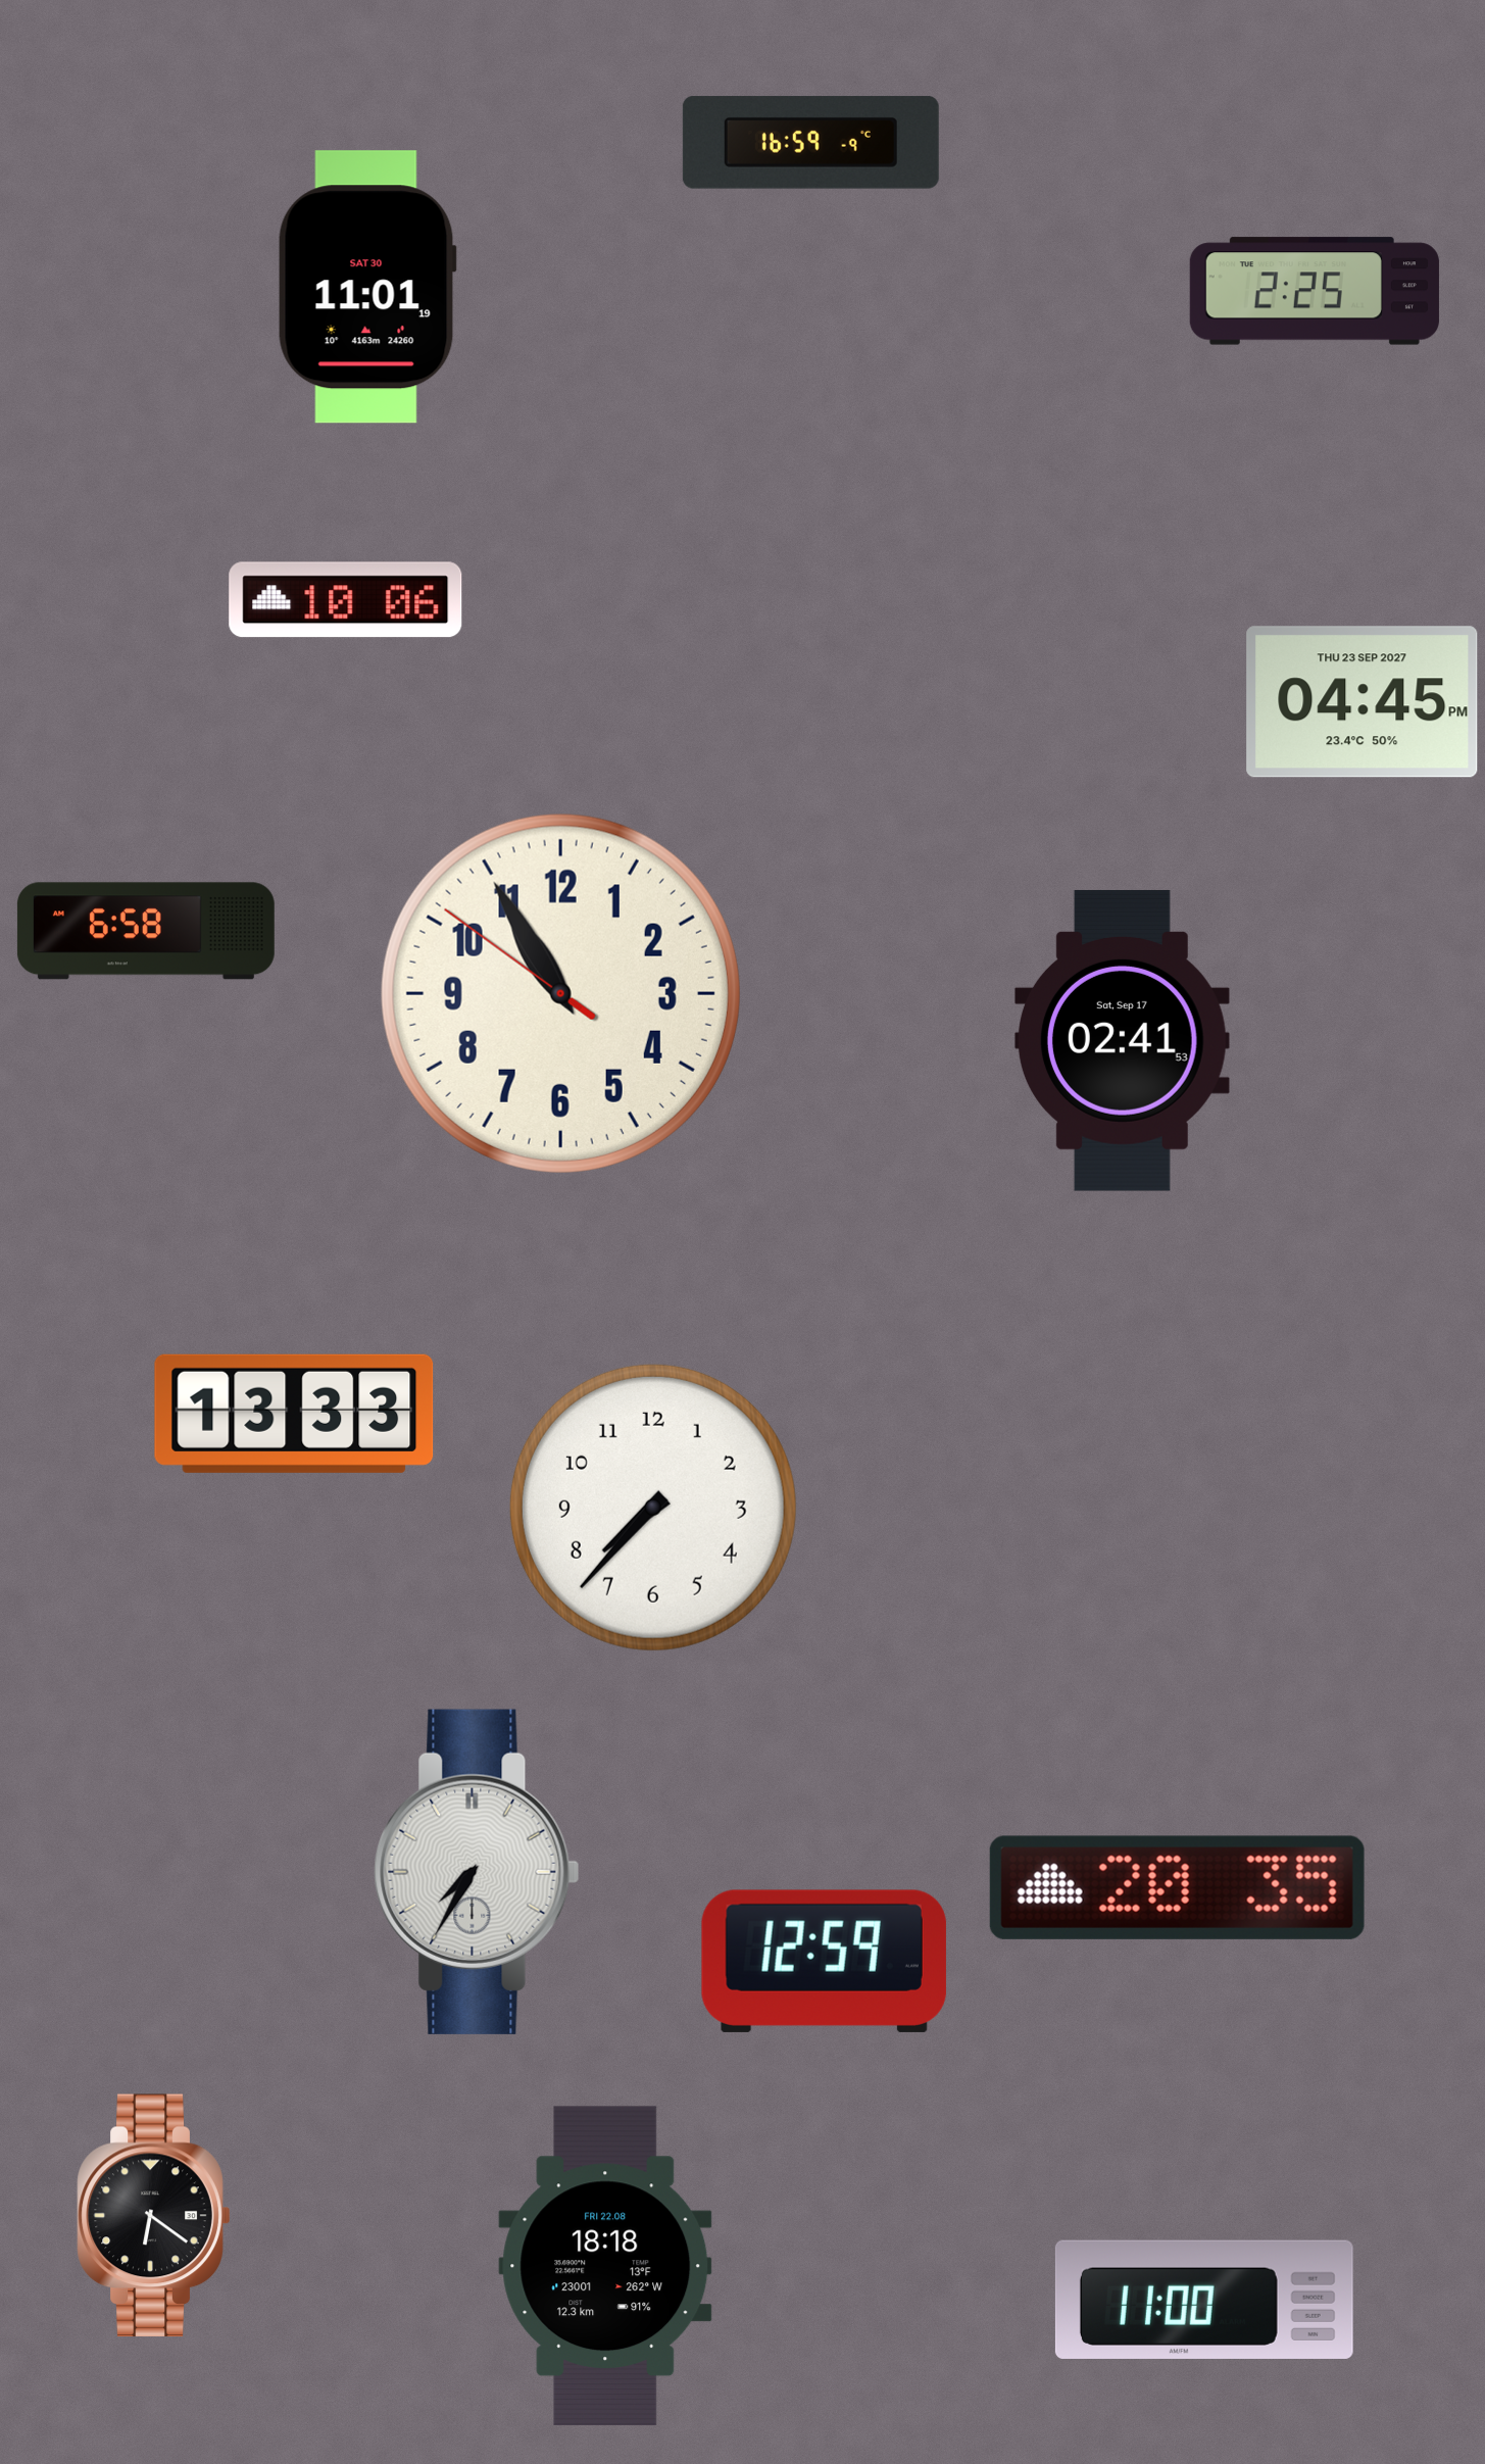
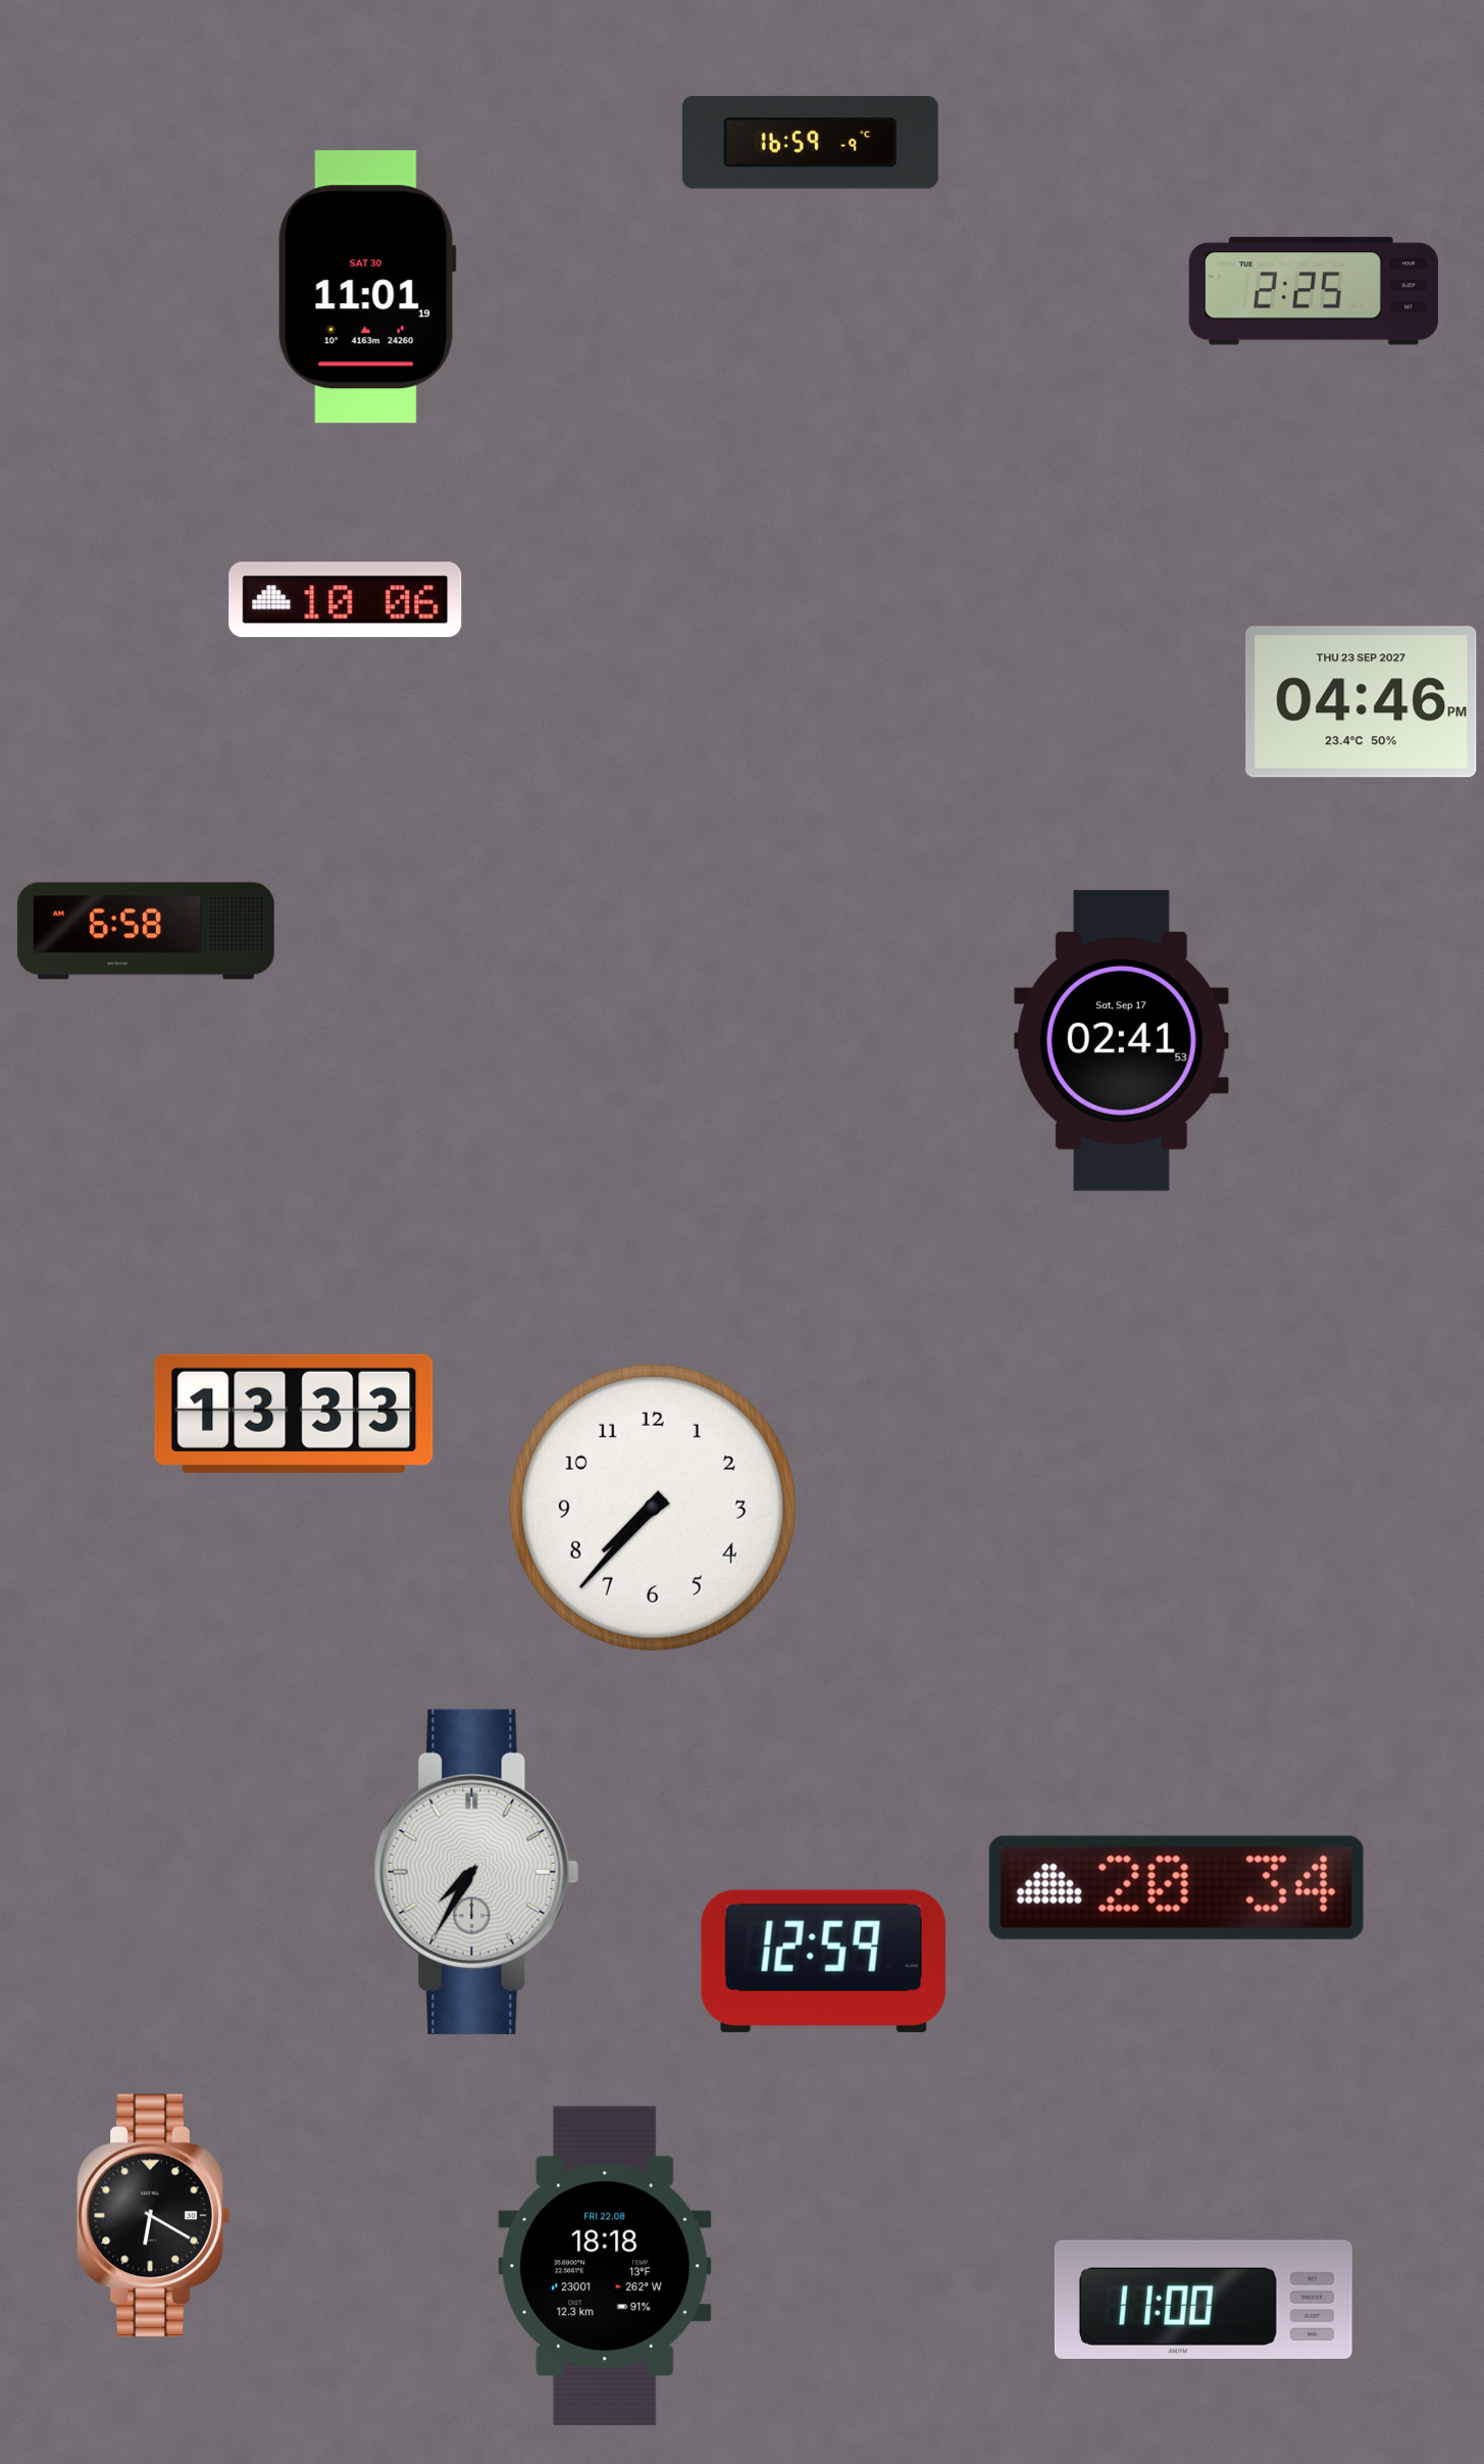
clock at (1363, 702): 04:45 -> 04:46
clock at (560, 993): 10:54 -> none
clock at (1177, 1887): 20:35 -> 20:34
clock at (154, 2216): 6:21 -> 6:20
